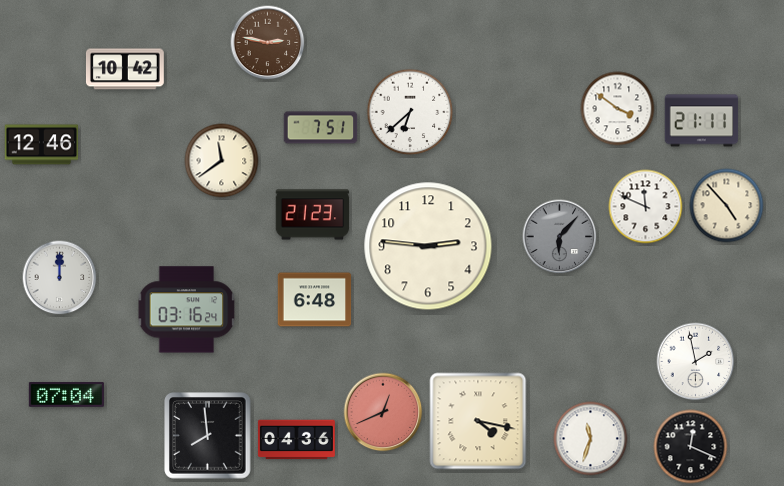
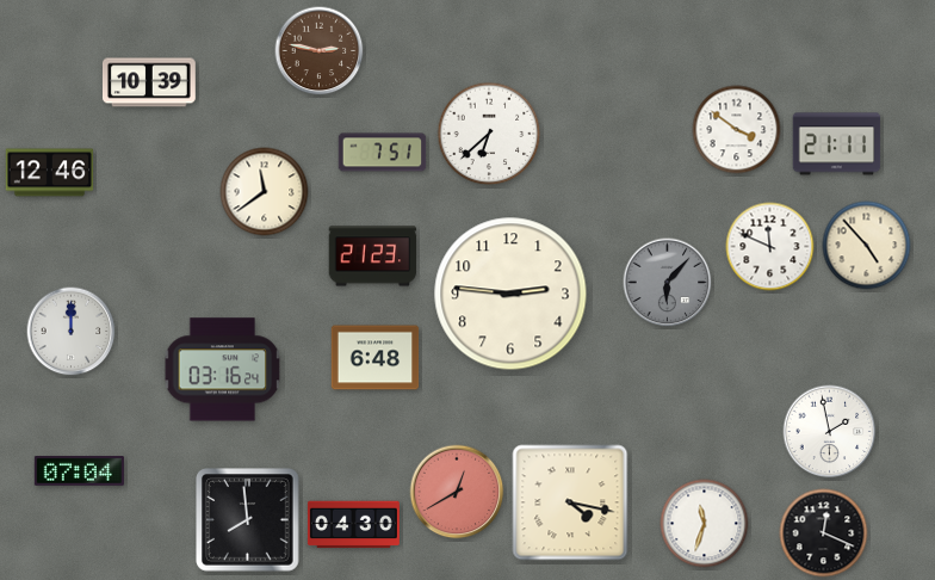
clock at (125, 69): 10:42 -> 10:39
clock at (383, 412): 12:41 -> 12:40
clock at (296, 440): 04:36 -> 04:30
